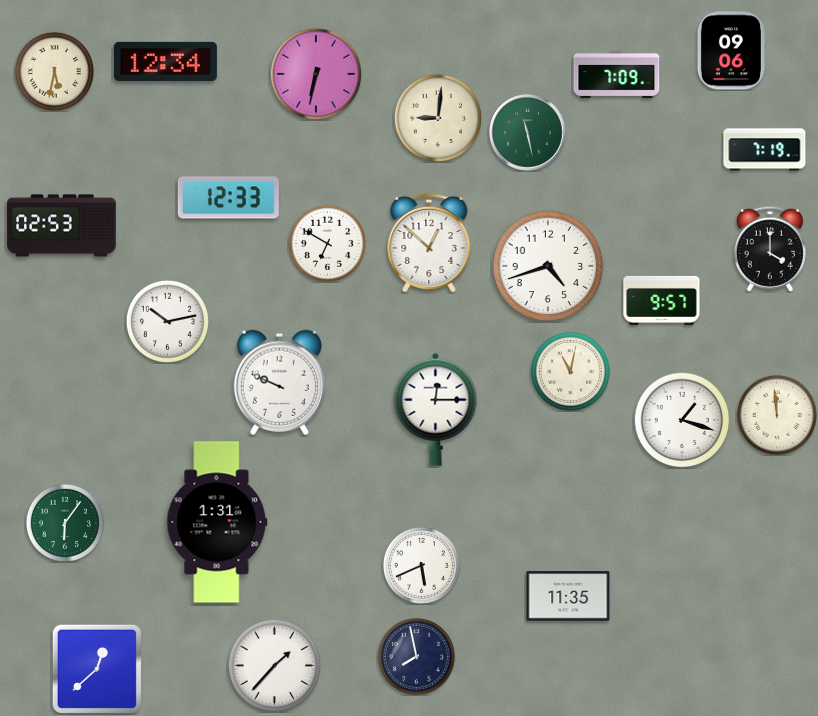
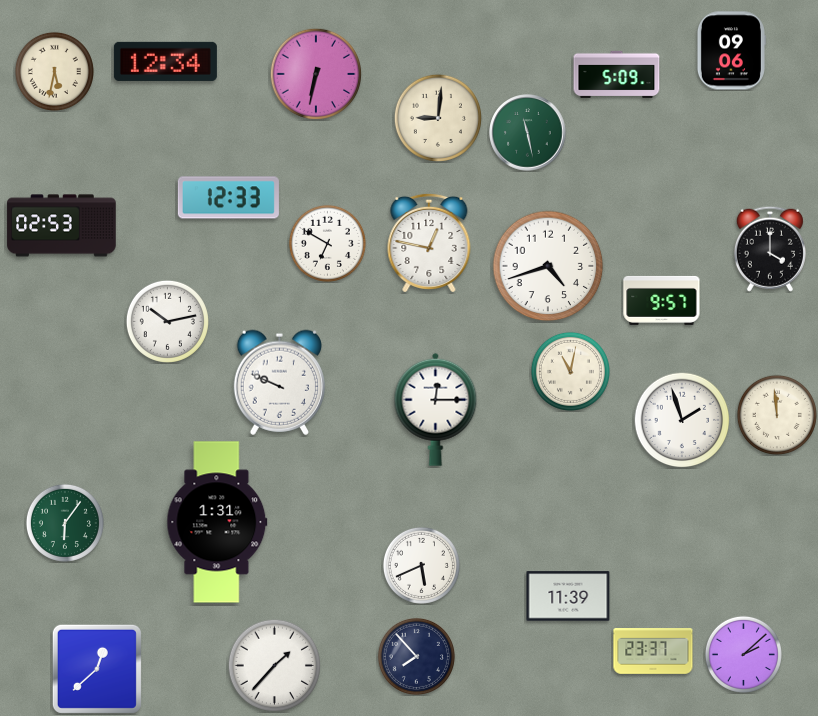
clock at (617, 74): 7:09 -> 5:09
clock at (765, 150): 7:19 -> none
clock at (429, 243): 12:52 -> 12:47
clock at (682, 420): 1:18 -> 1:57
clock at (568, 596): 11:35 -> 11:39
clock at (653, 652): none -> 23:37
clock at (743, 654): none -> 2:08
clock at (416, 656): 7:58 -> 7:53
